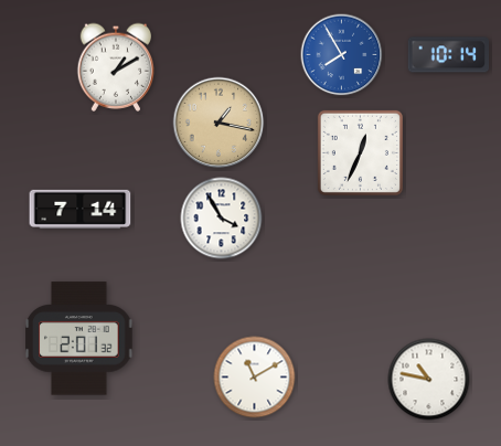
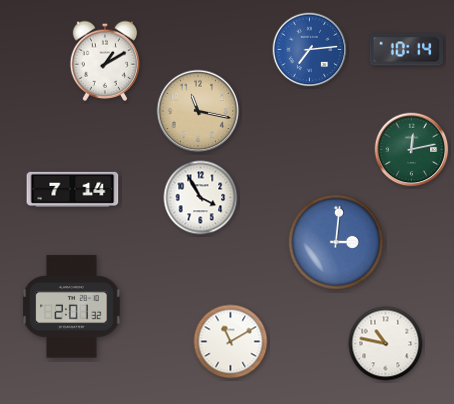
clock at (342, 55): 7:55 -> 7:14
clock at (218, 123): 1:17 -> 11:17
clock at (360, 152): 12:34 -> none
clock at (412, 150): none -> 12:13
clock at (335, 241): none -> 3:01
clock at (429, 380) position: (429, 380) -> (386, 344)
